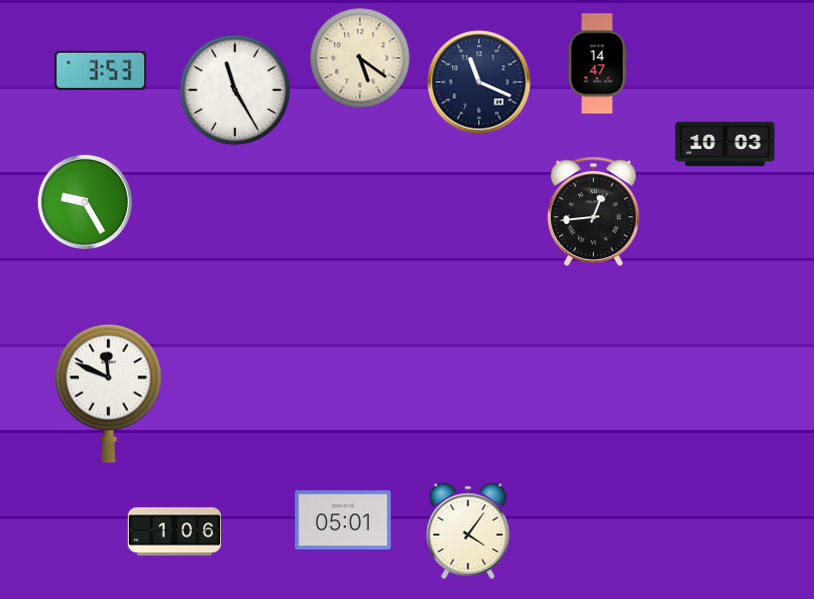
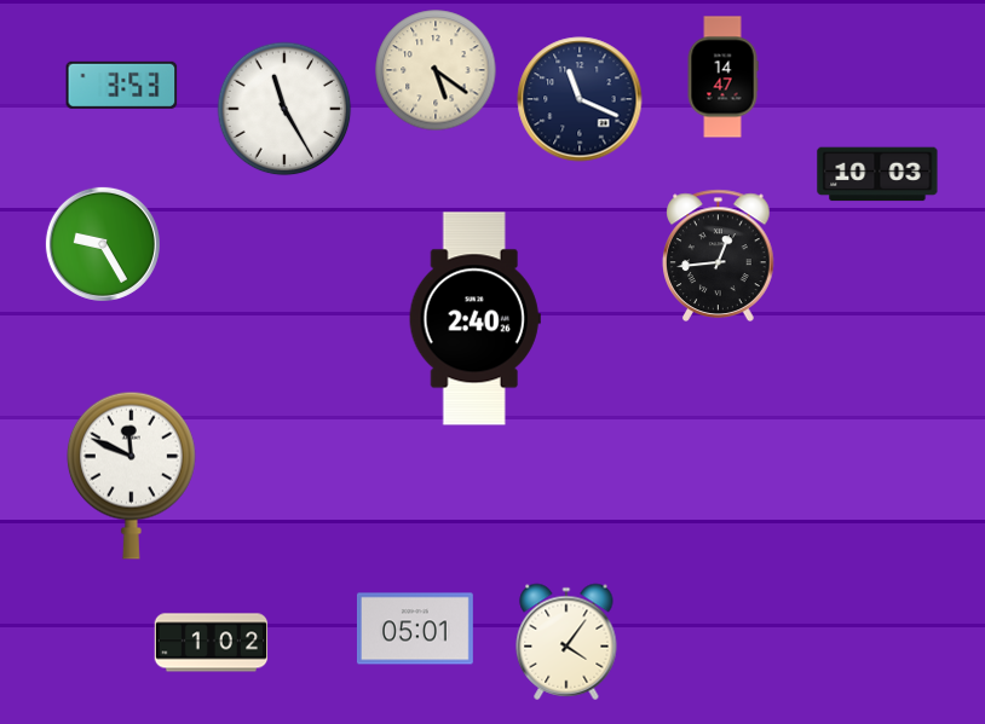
clock at (474, 319): none -> 2:40
clock at (175, 532): 1:06 -> 1:02
